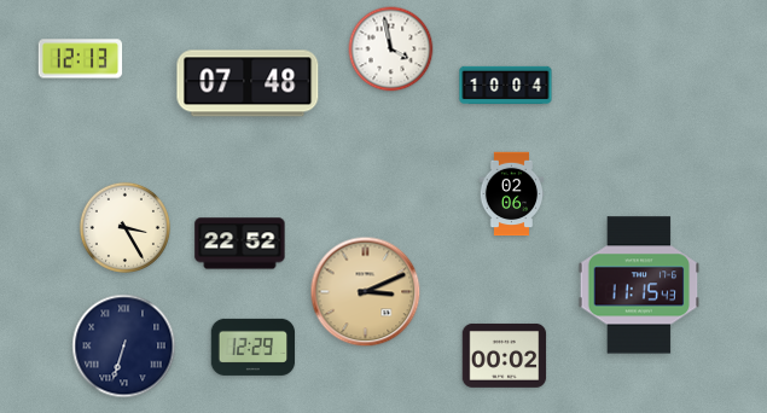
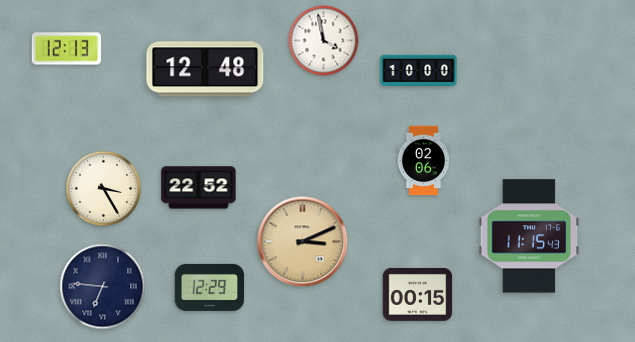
clock at (248, 83): 07:48 -> 12:48
clock at (506, 86): 10:04 -> 10:00
clock at (240, 244) position: (240, 244) -> (199, 188)
clock at (124, 347): 6:33 -> 6:46
clock at (505, 355): 00:02 -> 00:15
